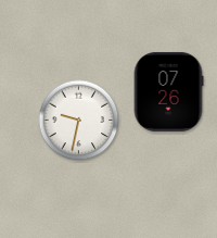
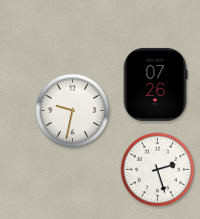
clock at (158, 170): none -> 2:27
